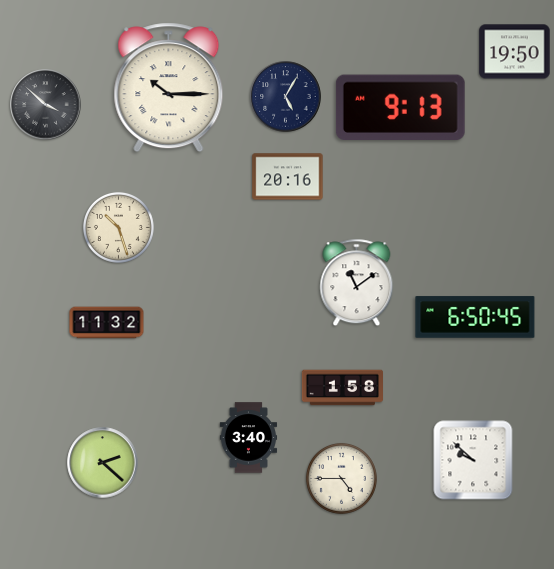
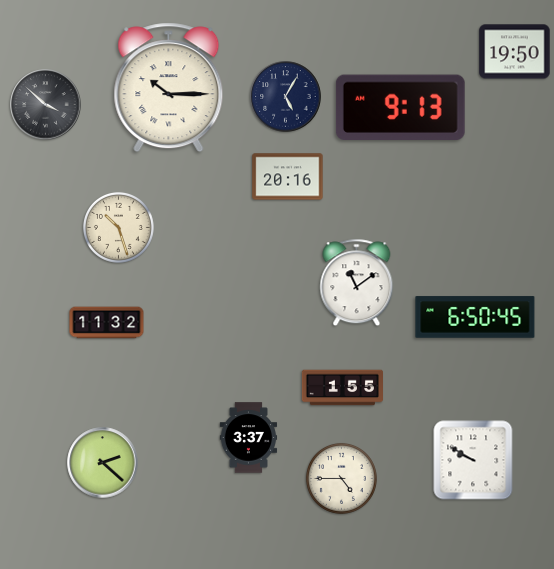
clock at (342, 388): 1:58 -> 1:55
clock at (249, 438): 3:40 -> 3:37
clock at (473, 460): 9:52 -> 9:50
